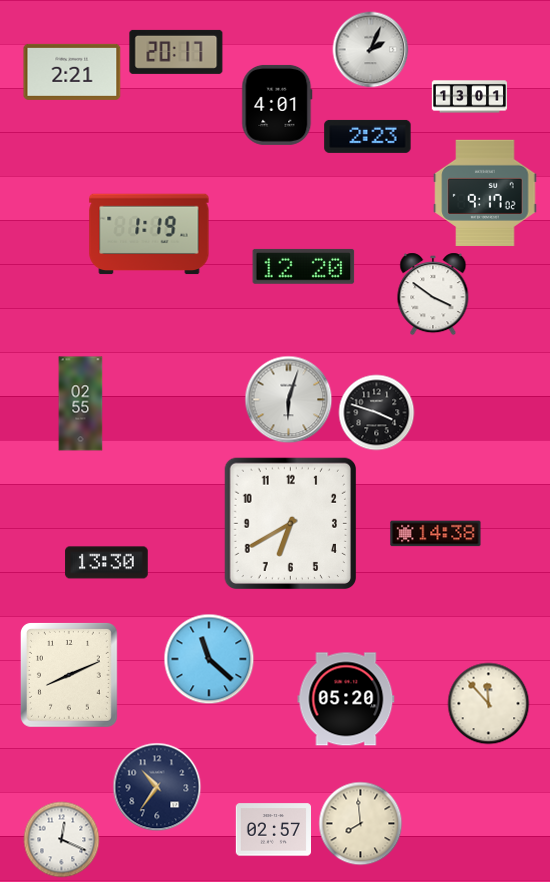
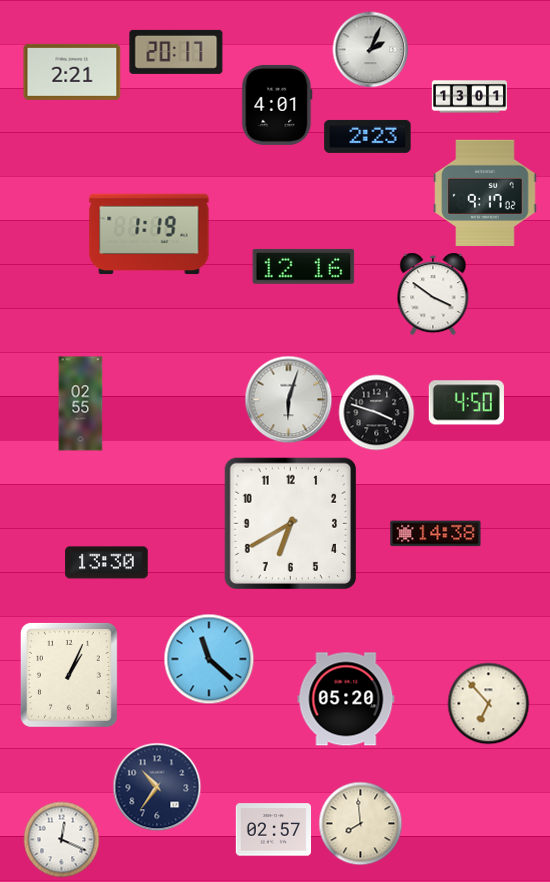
clock at (304, 266): 12:20 -> 12:16
clock at (466, 403): none -> 4:50
clock at (69, 675): 8:11 -> 1:04
clock at (489, 704): 11:53 -> 6:53
